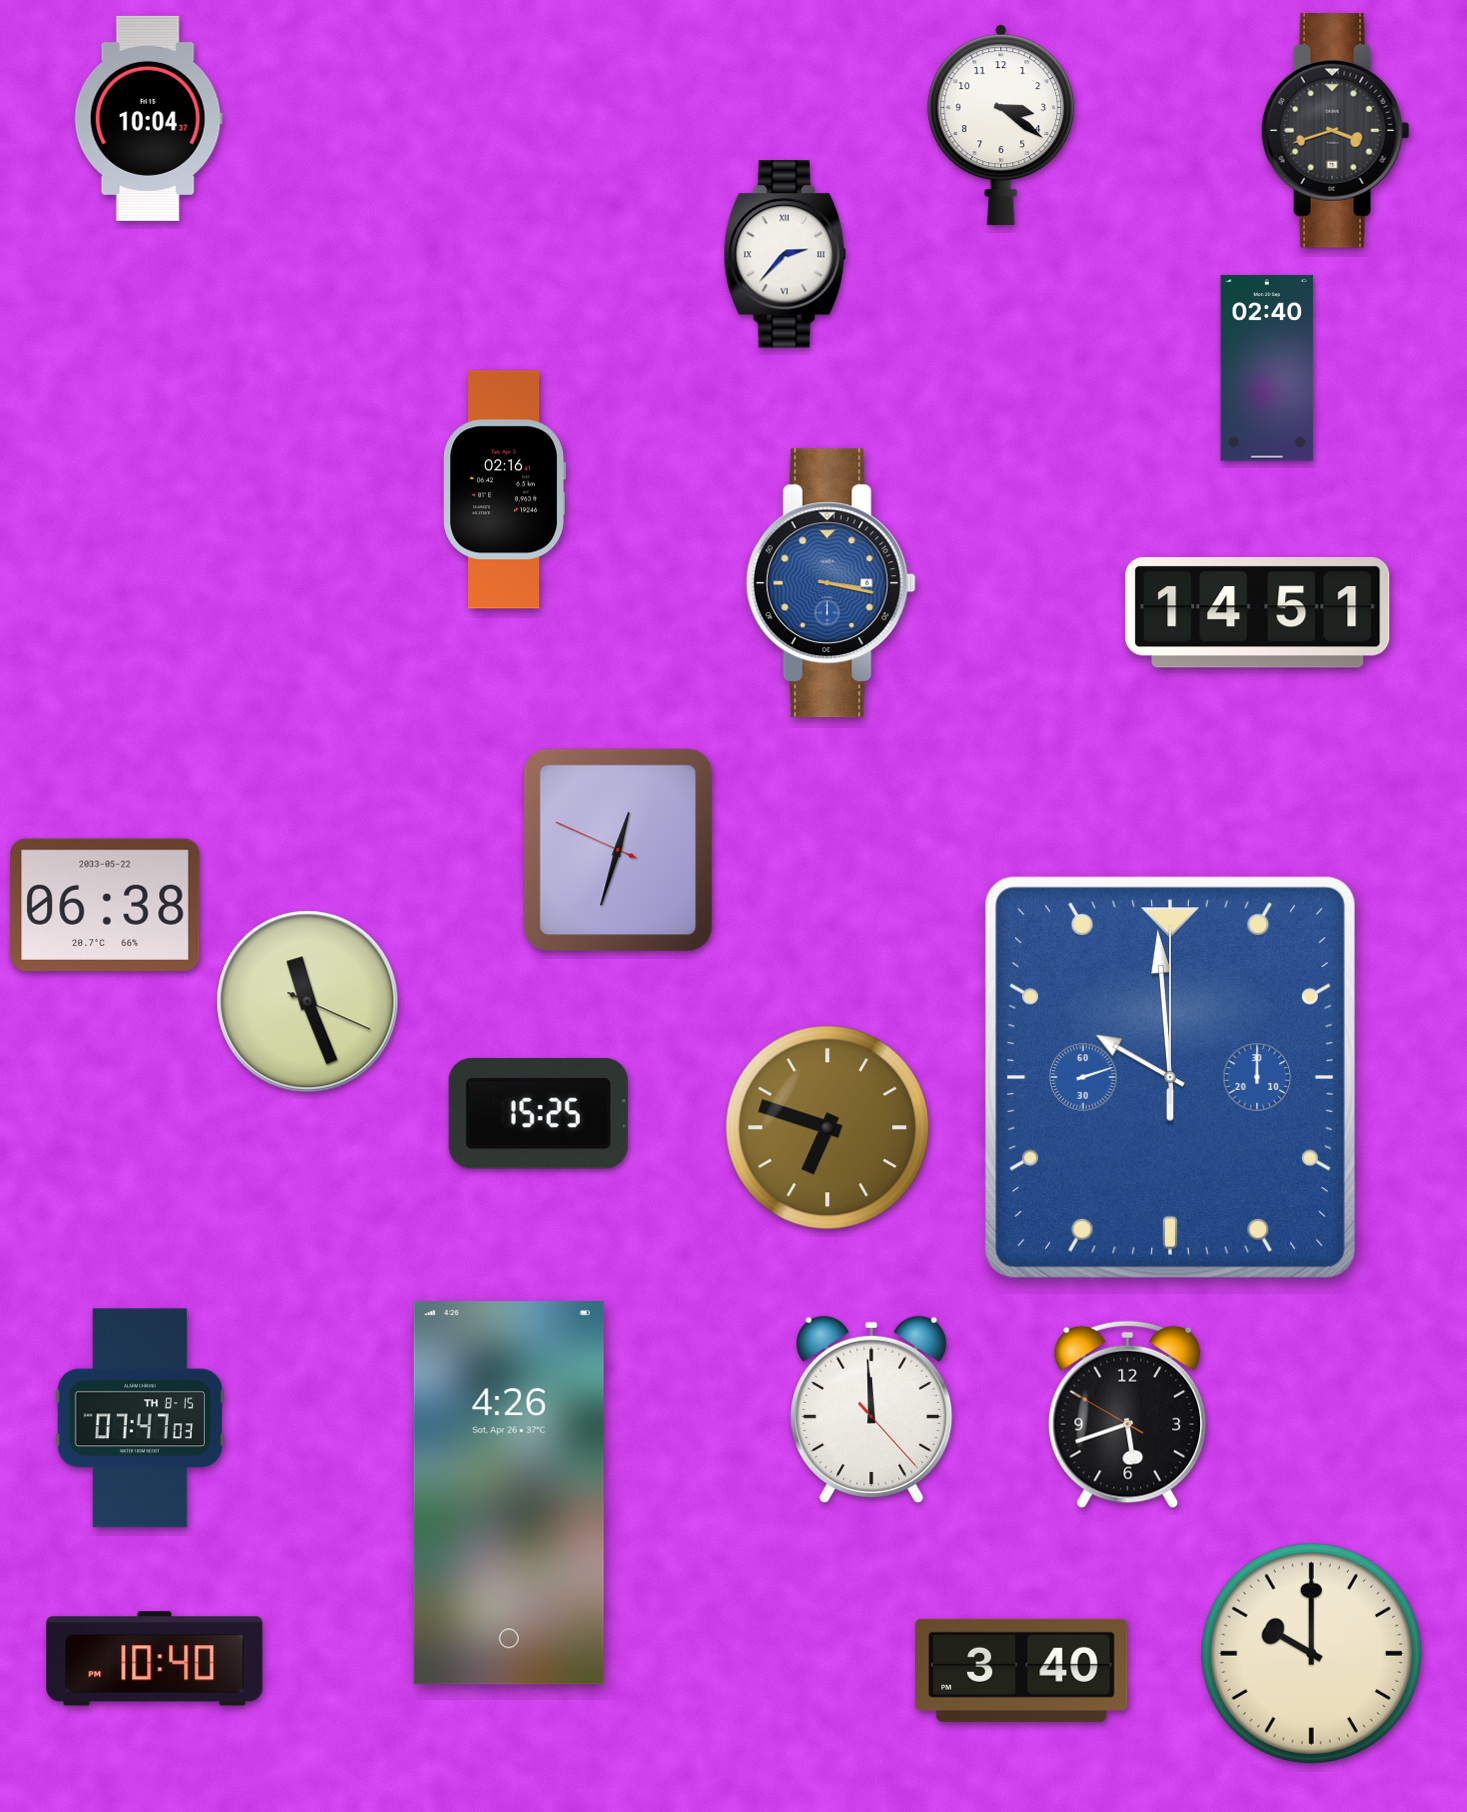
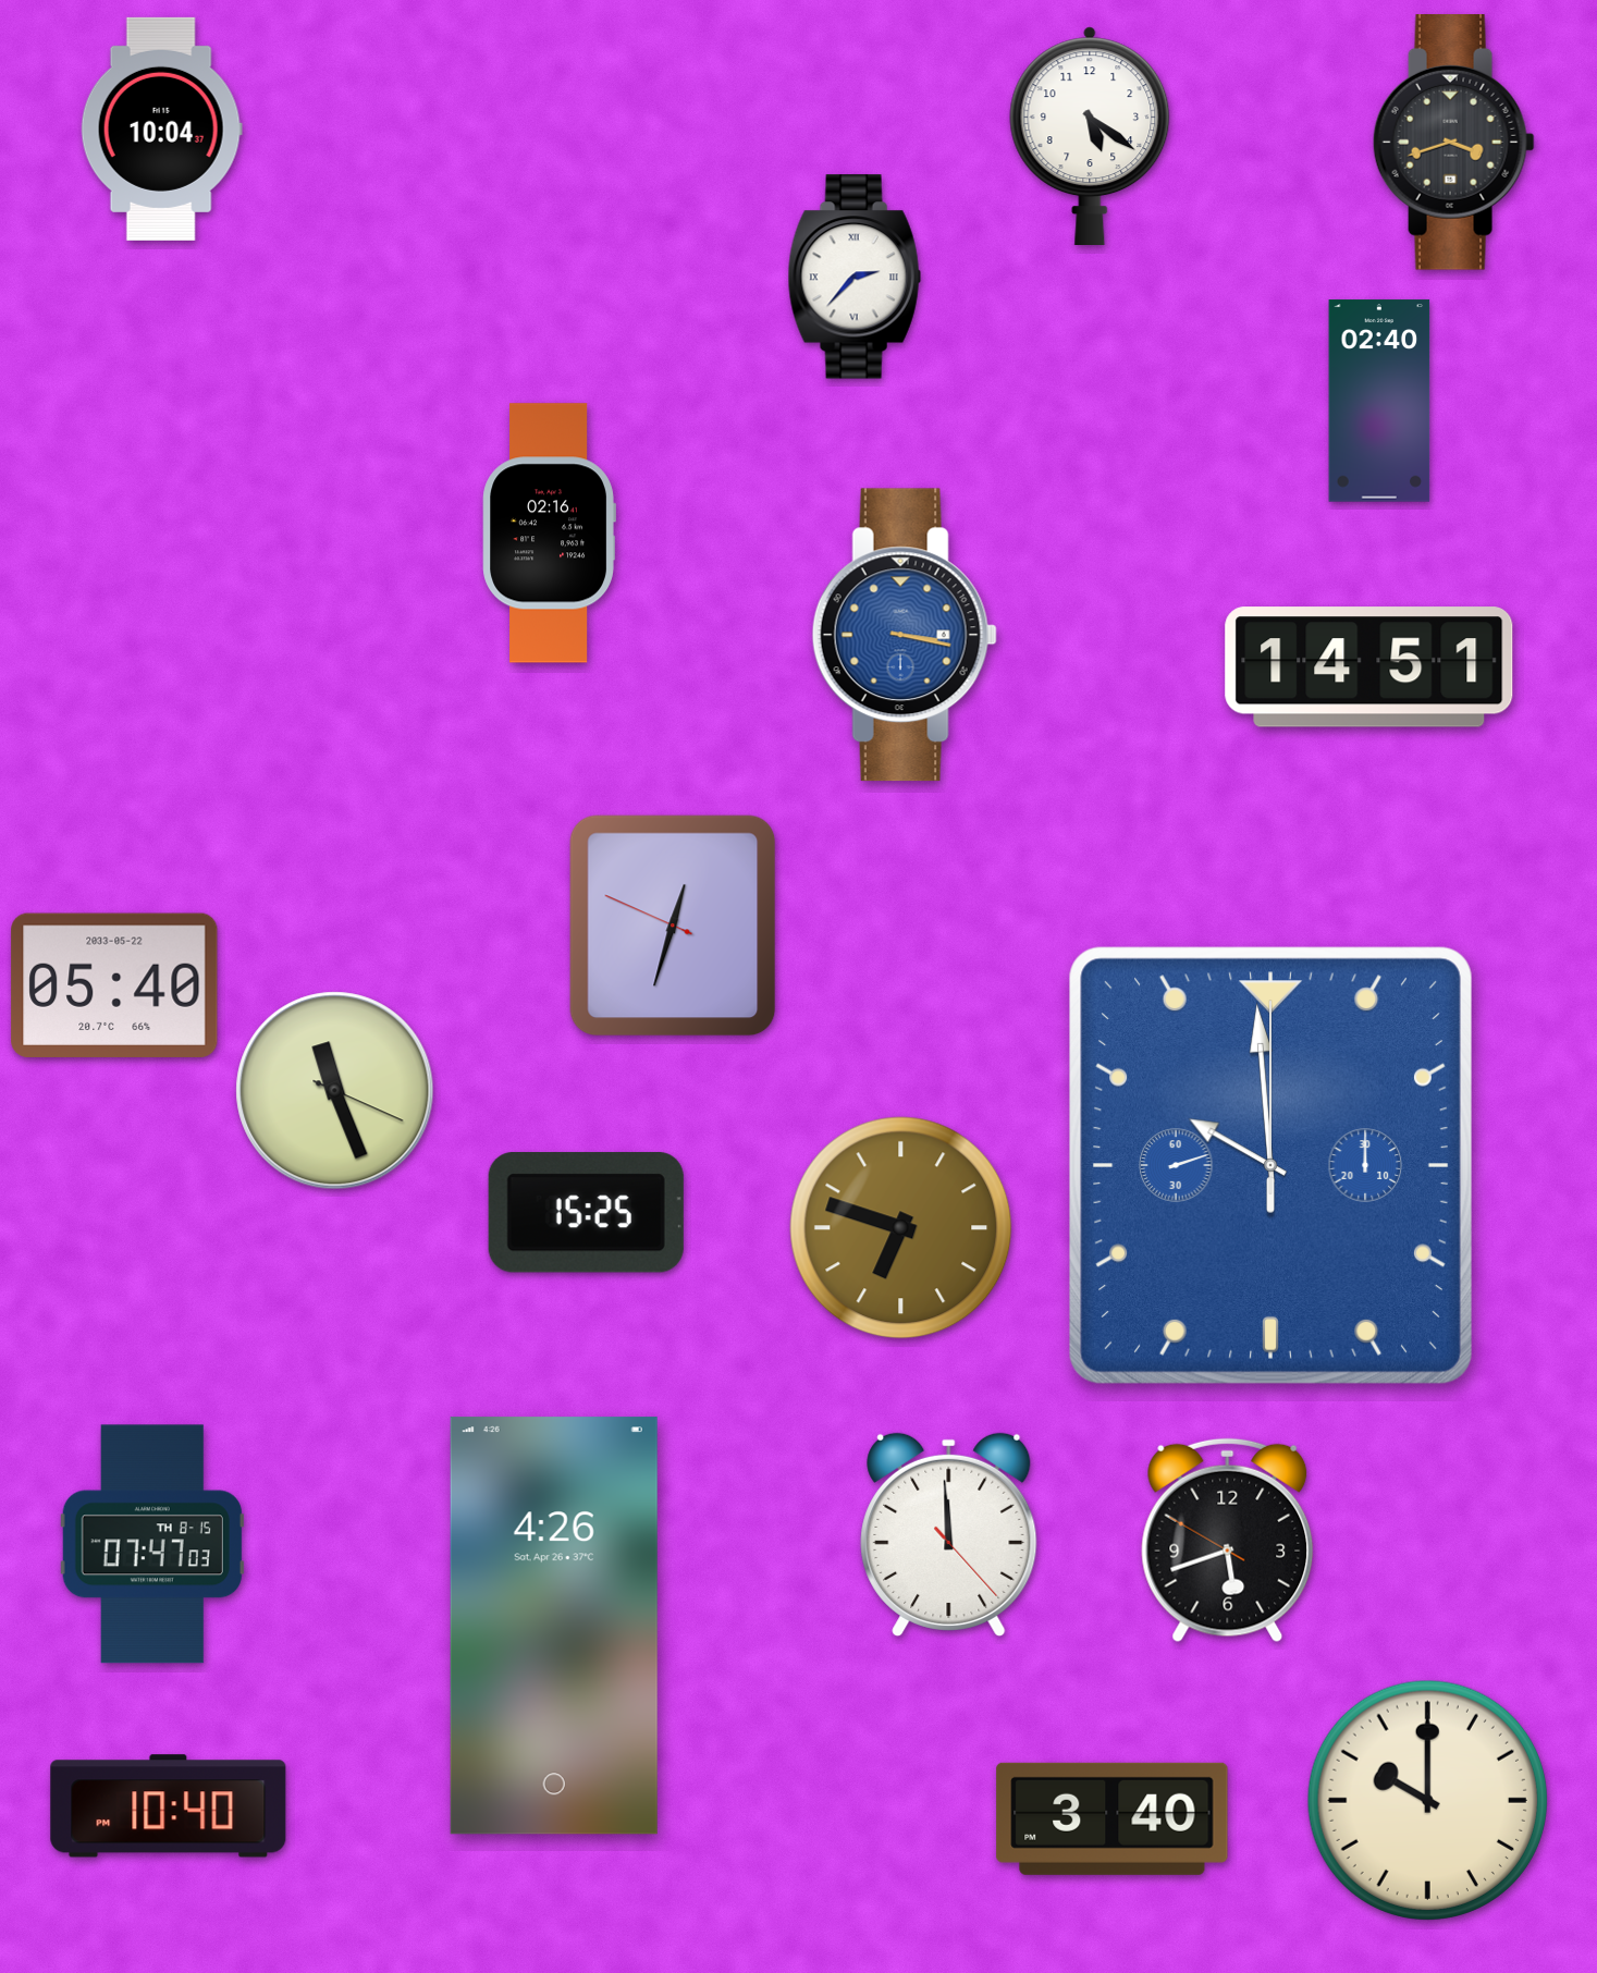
clock at (1001, 124): 3:21 -> 5:21
clock at (105, 904): 06:38 -> 05:40
clock at (1170, 1077) position: (1170, 1077) -> (1270, 1165)
